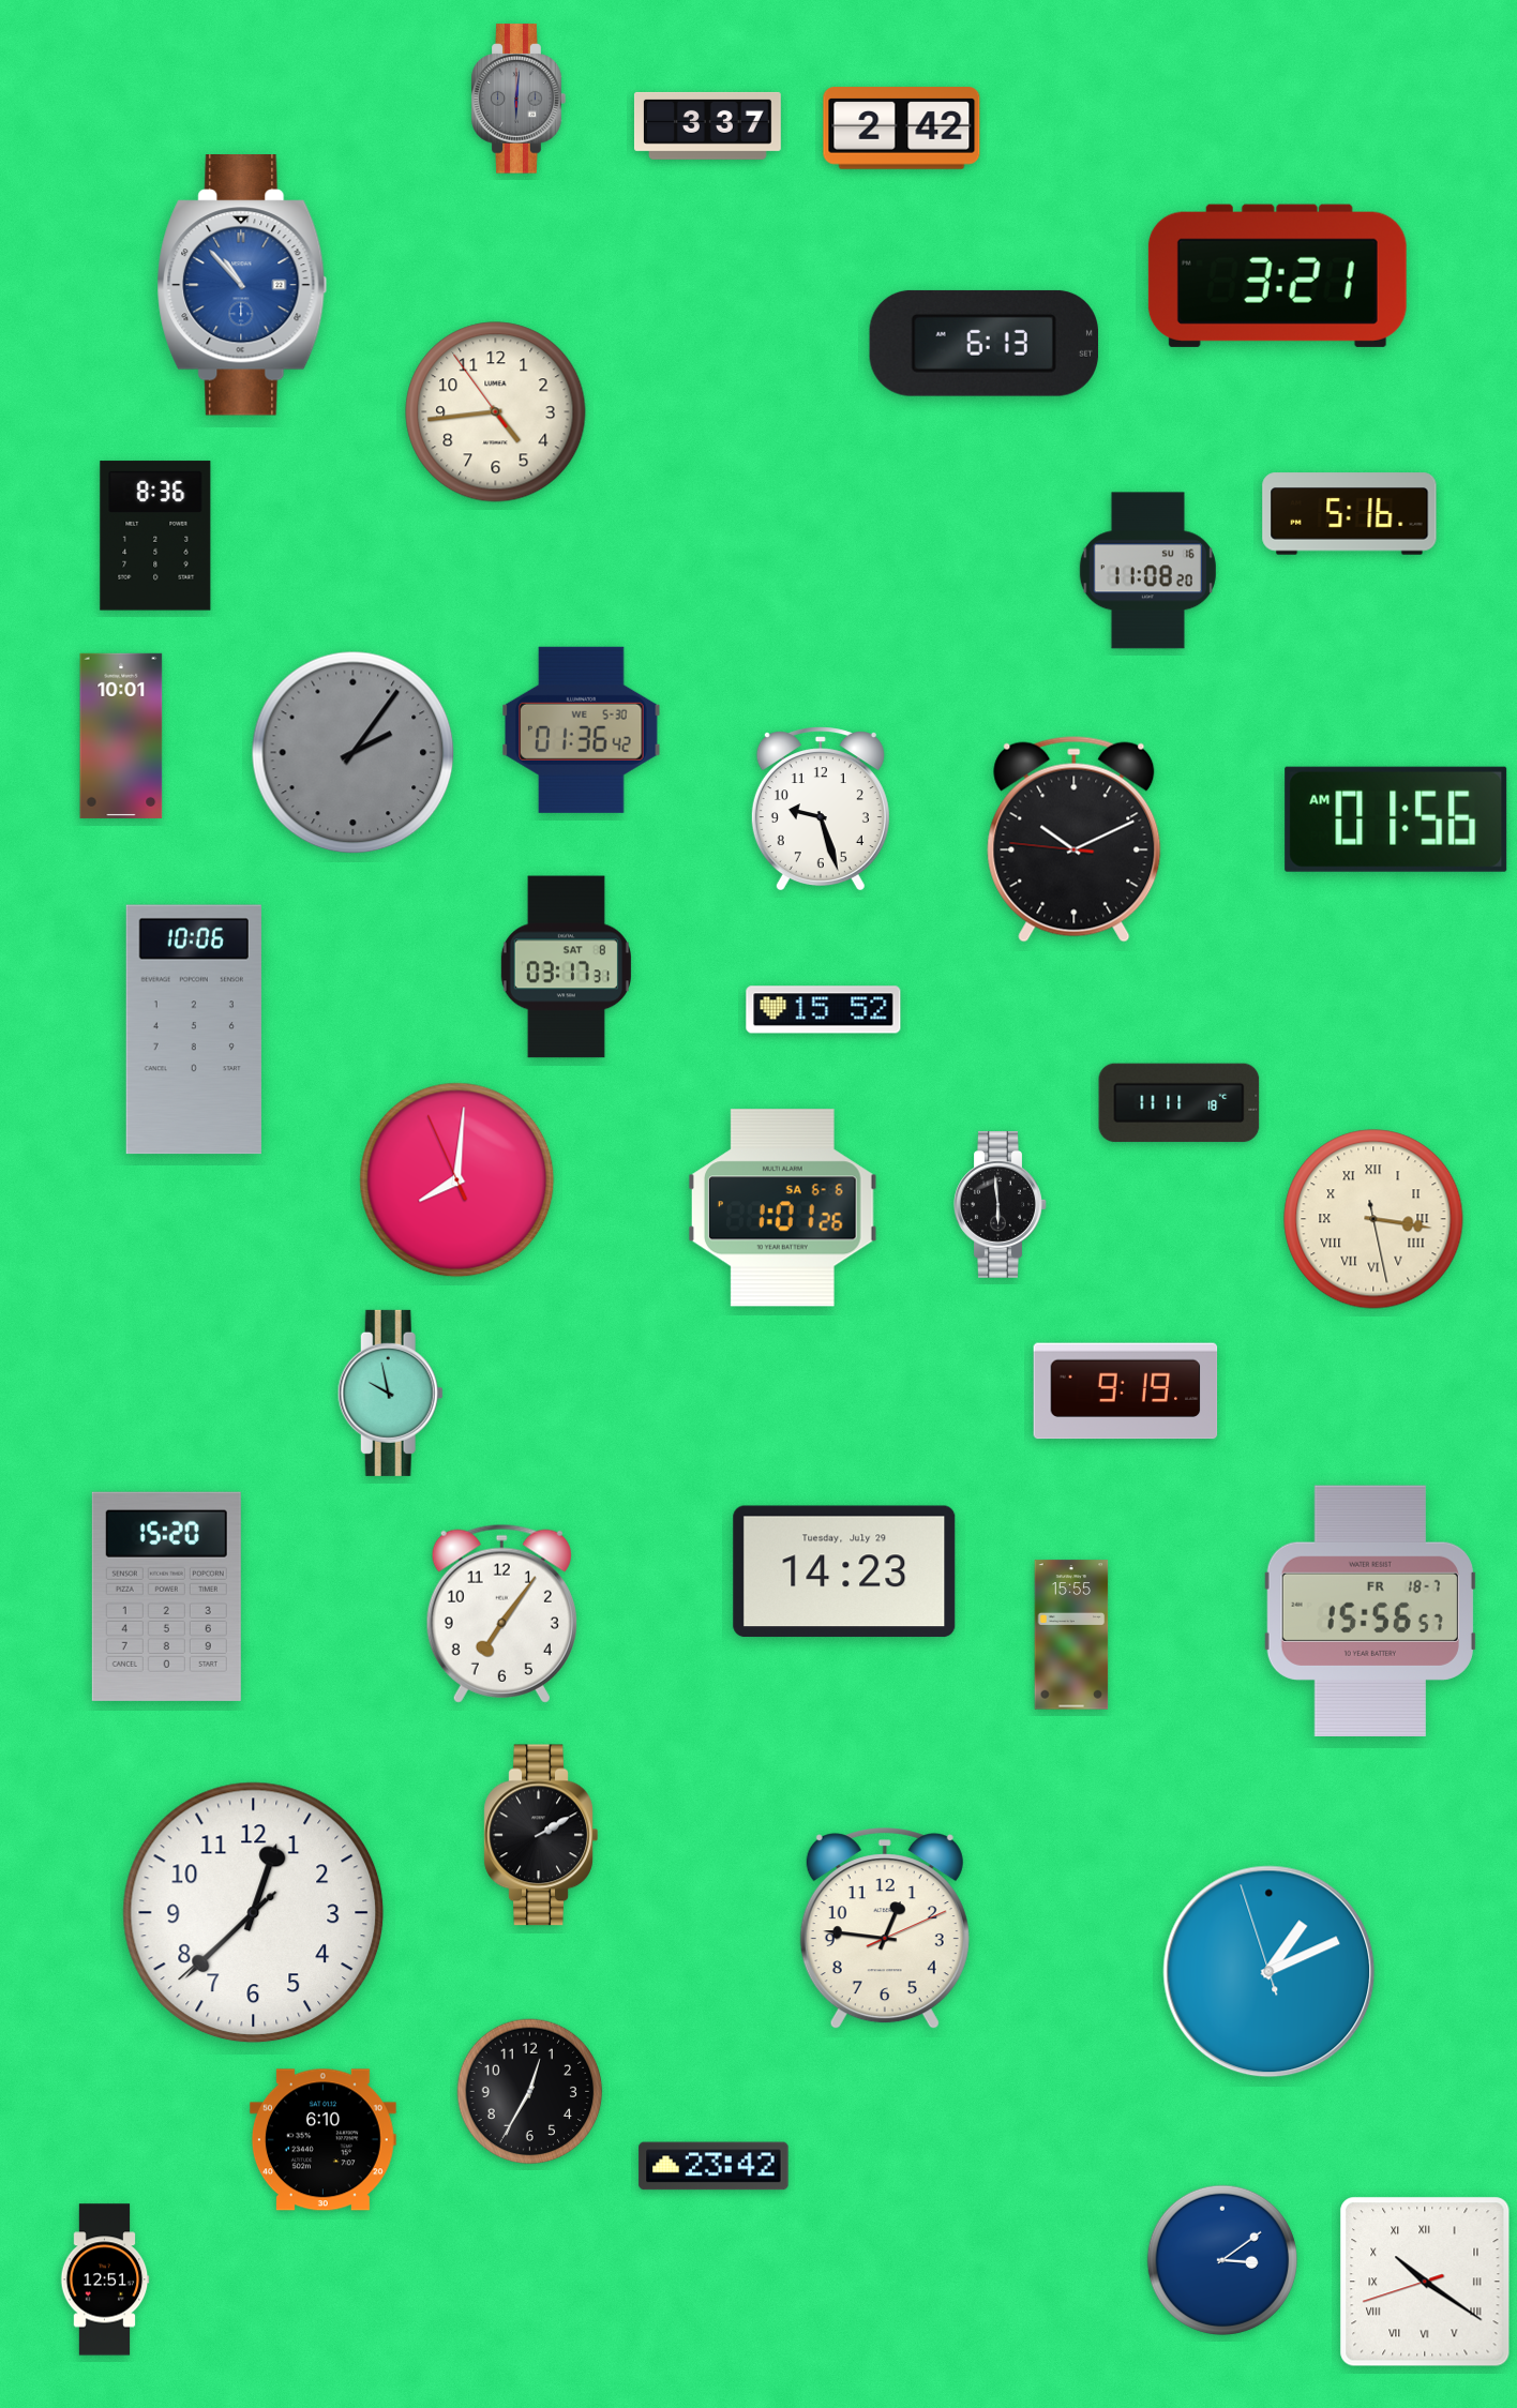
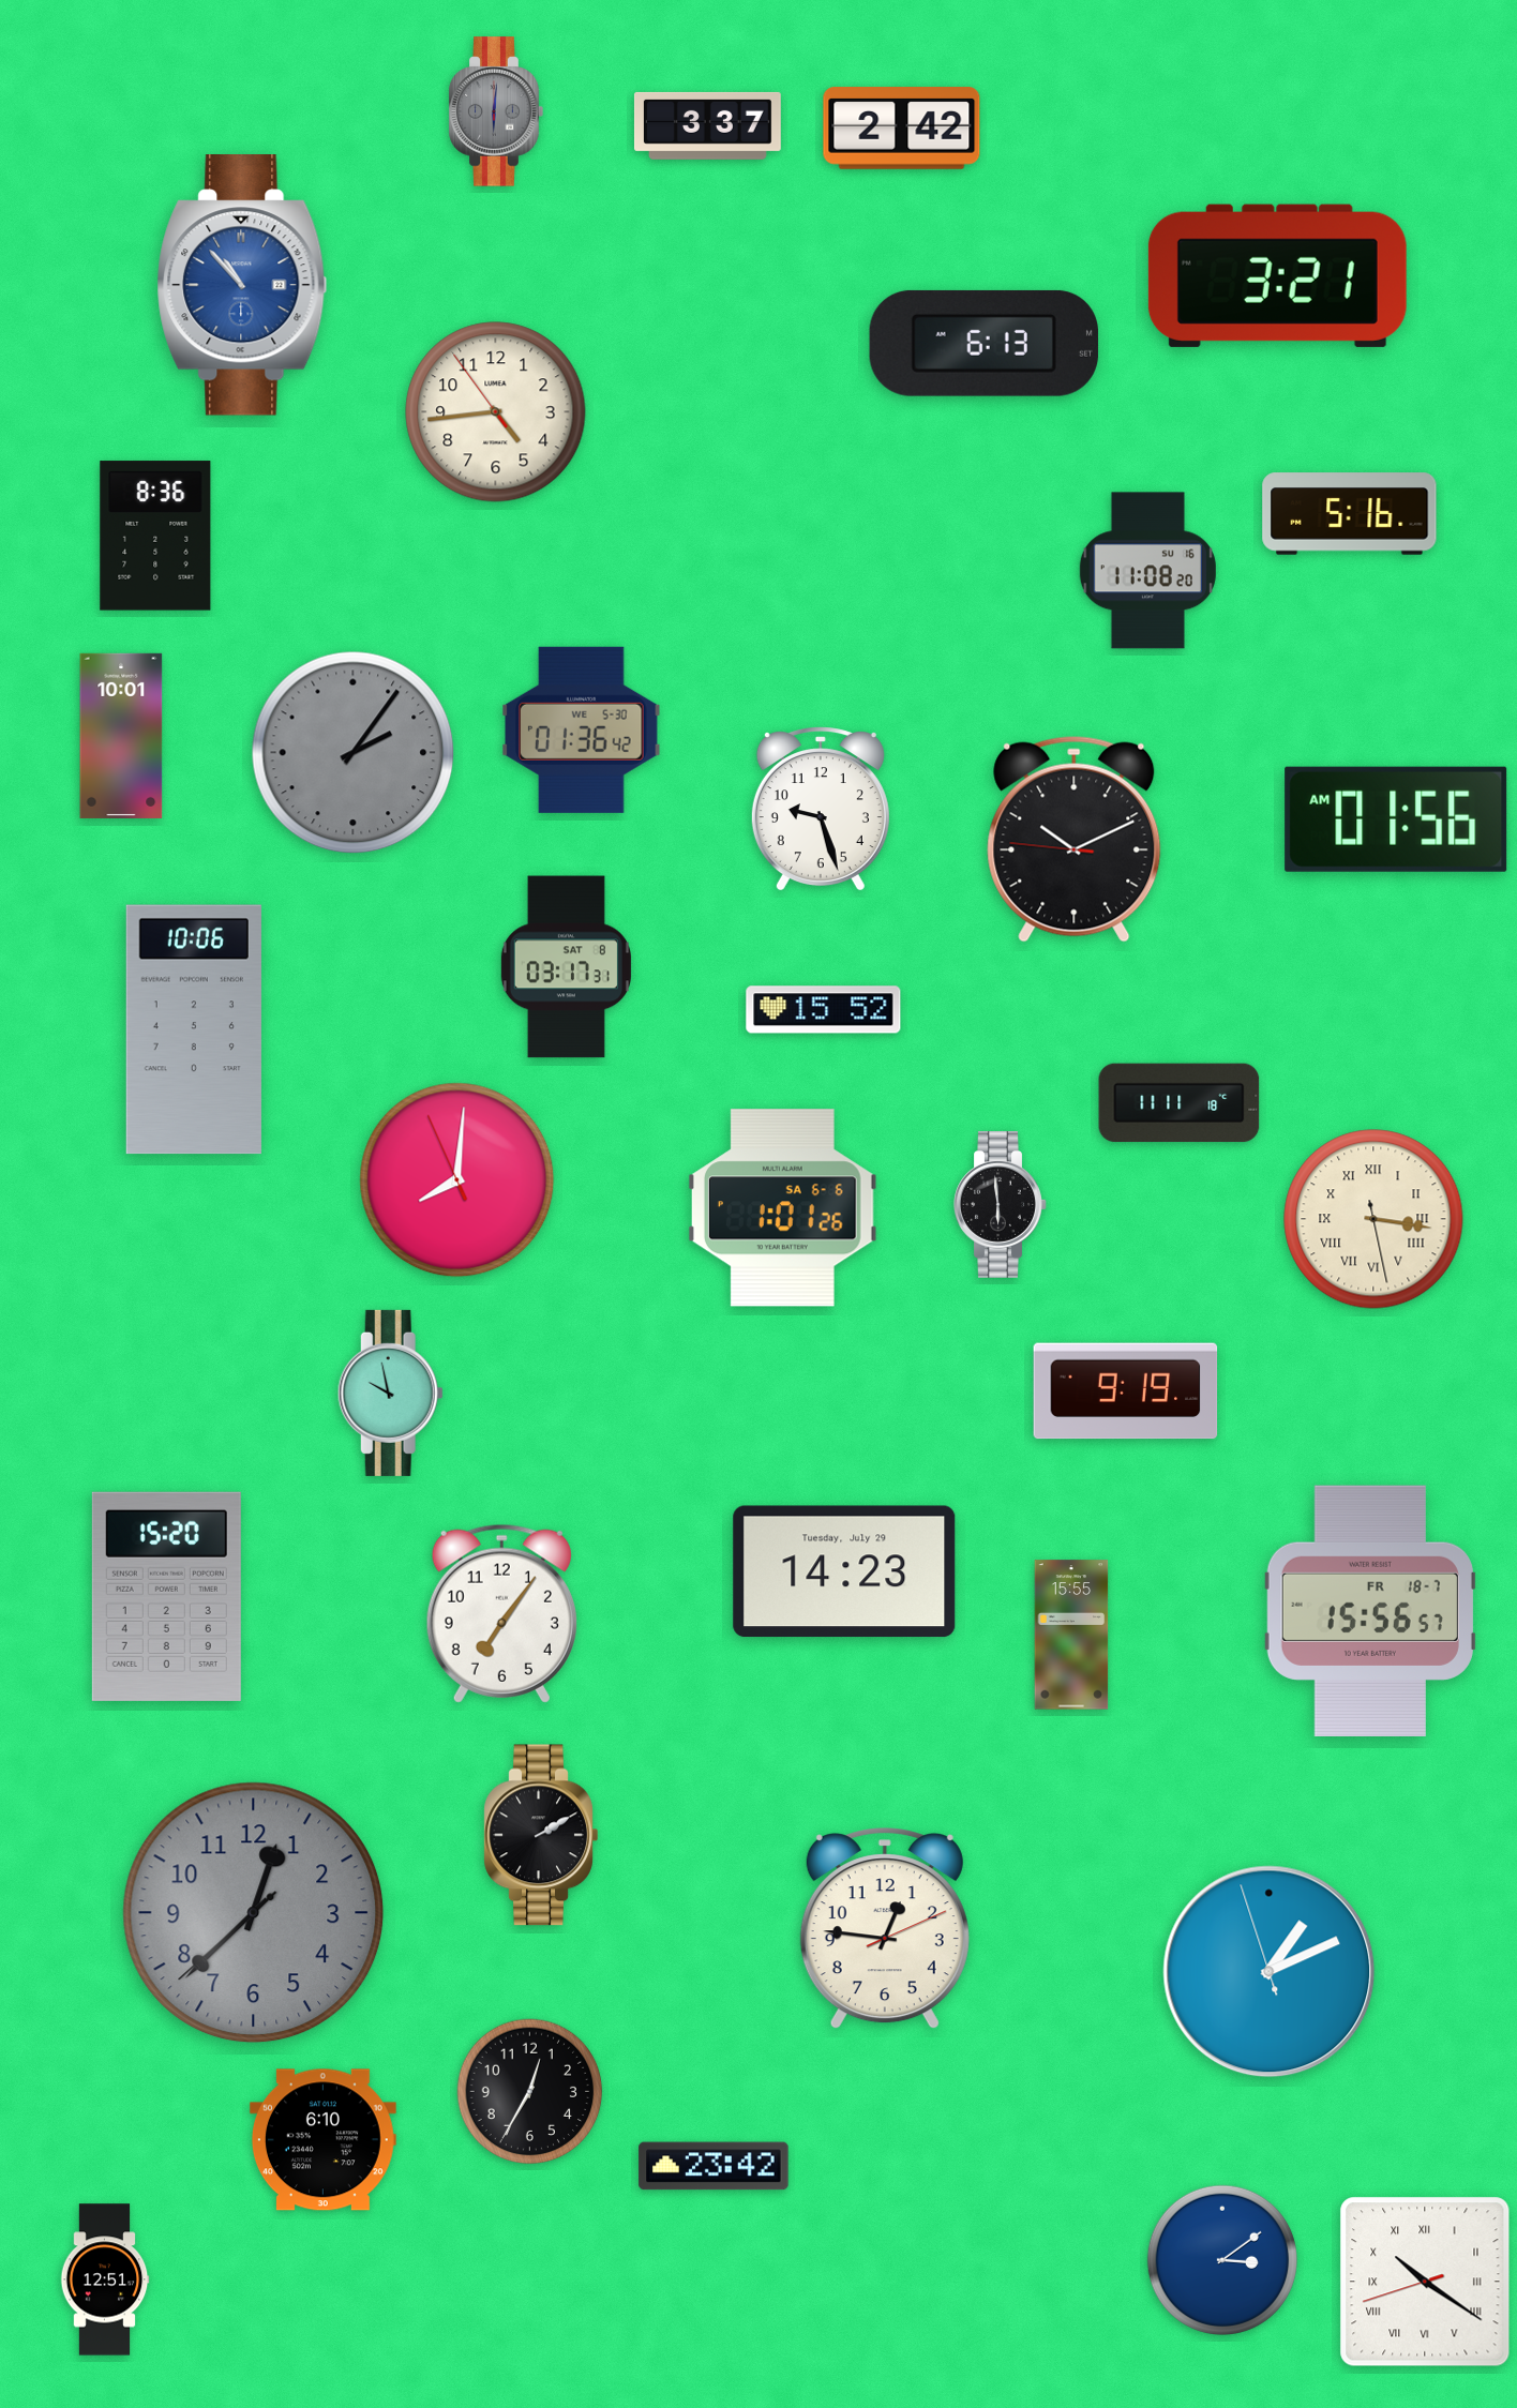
clock at (519, 99) position: (519, 99) -> (496, 111)
clock at (254, 1913) dial: white -> grey
